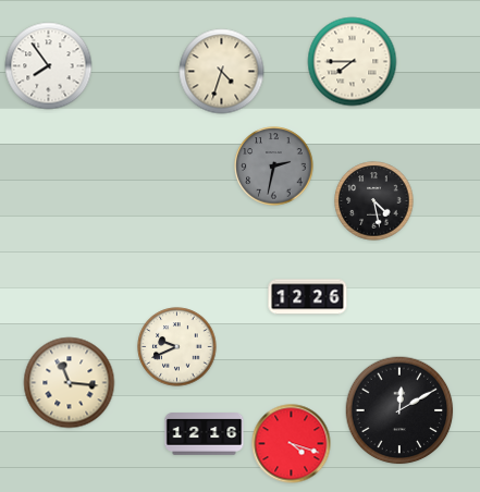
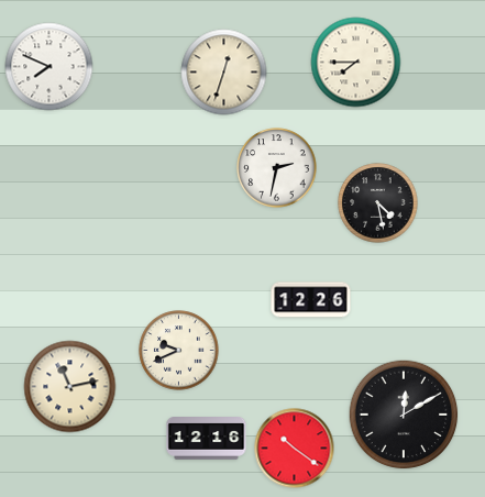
clock at (49, 66): 7:54 -> 7:49
clock at (222, 72): 4:33 -> 12:33
clock at (274, 167) dial: grey -> white
clock at (70, 383): 11:16 -> 11:13
clock at (292, 444): 4:18 -> 10:21
